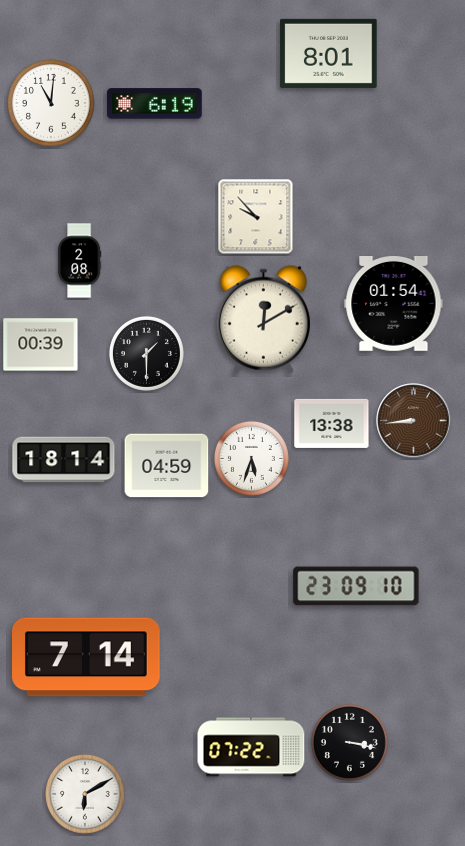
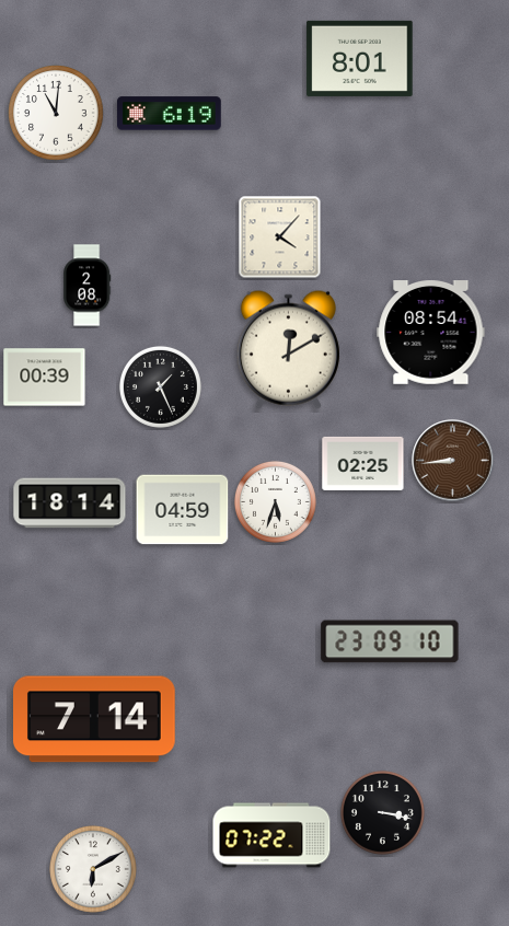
clock at (256, 217): 9:53 -> 4:07
clock at (394, 304): 01:54 -> 08:54
clock at (146, 353): 1:30 -> 1:26
clock at (332, 423): 13:38 -> 02:25
clock at (251, 747) position: (251, 747) -> (271, 835)
